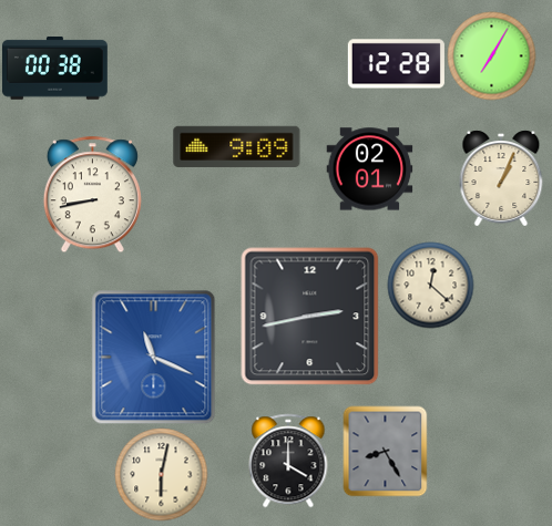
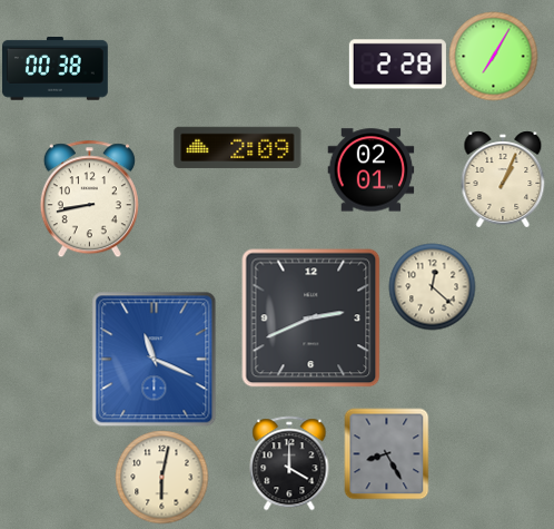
clock at (396, 64): 12:28 -> 2:28
clock at (237, 146): 9:09 -> 2:09
clock at (92, 194) position: (92, 194) -> (89, 198)
clock at (309, 316): 2:43 -> 2:41
